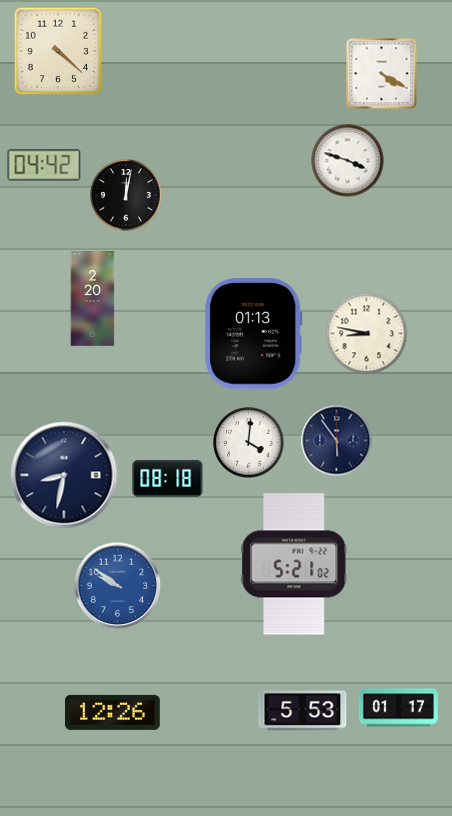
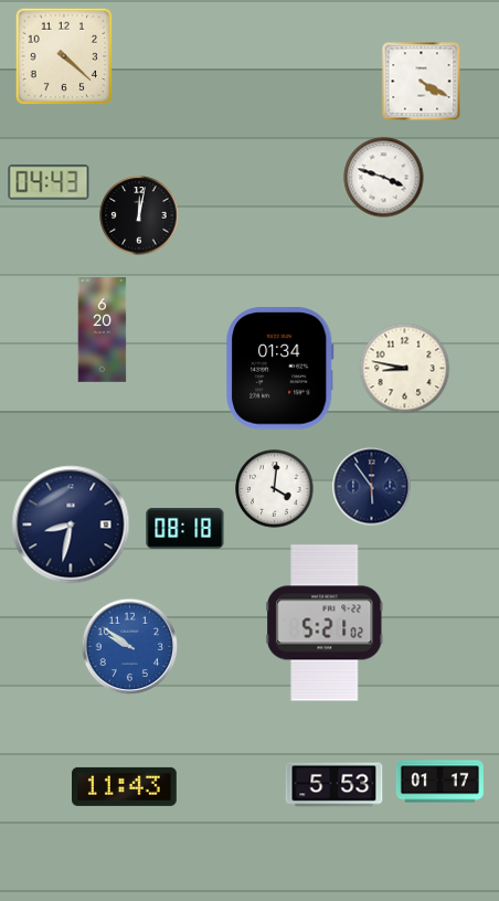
clock at (44, 165): 04:42 -> 04:43
clock at (93, 299): 2:20 -> 6:20
clock at (253, 334): 01:13 -> 01:34
clock at (113, 712): 12:26 -> 11:43
